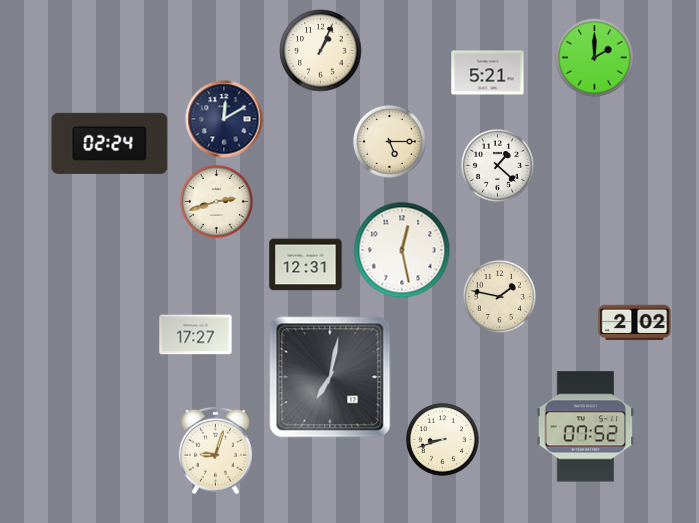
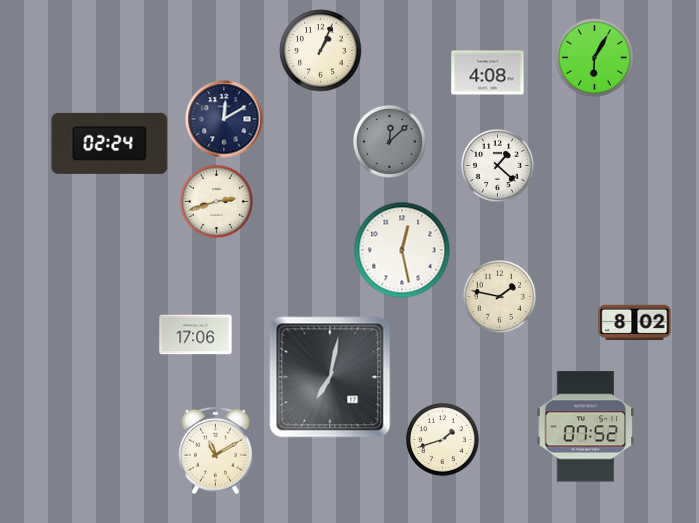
clock at (595, 58): 2:00 -> 6:05
clock at (488, 73): 5:21 -> 4:08
clock at (389, 141): 5:15 -> 12:08
clock at (389, 141) dial: cream -> grey
clock at (306, 265): 12:31 -> none
clock at (635, 323): 2:02 -> 8:02
clock at (196, 335): 17:27 -> 17:06
clock at (442, 439): 8:42 -> 1:42
clock at (216, 451): 9:03 -> 11:10
